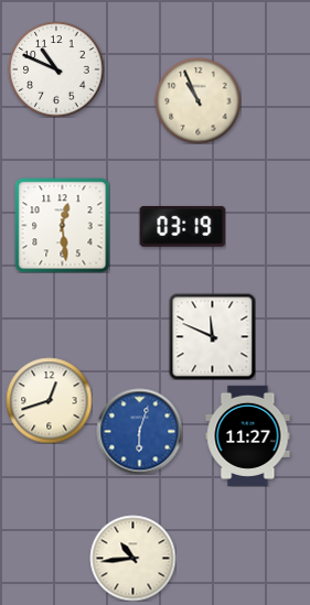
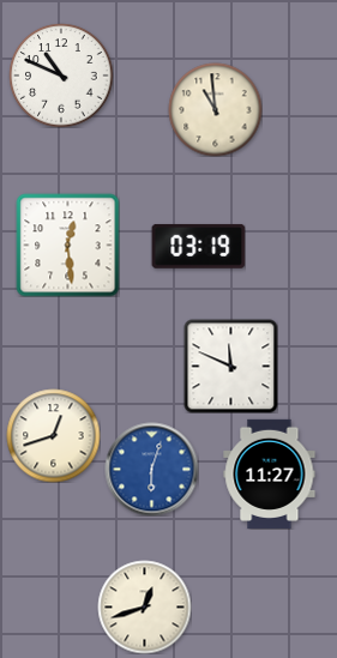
clock at (197, 100): 10:56 -> 10:59
clock at (132, 558): 10:44 -> 12:42
